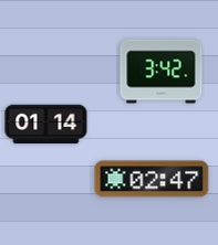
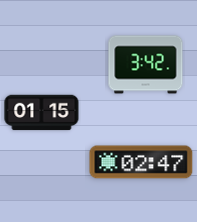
clock at (46, 125): 01:14 -> 01:15
clock at (152, 179) position: (152, 179) -> (141, 162)
